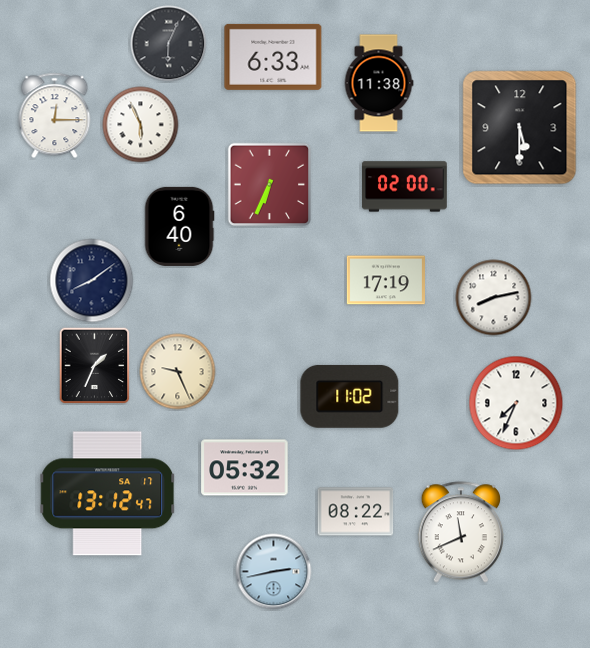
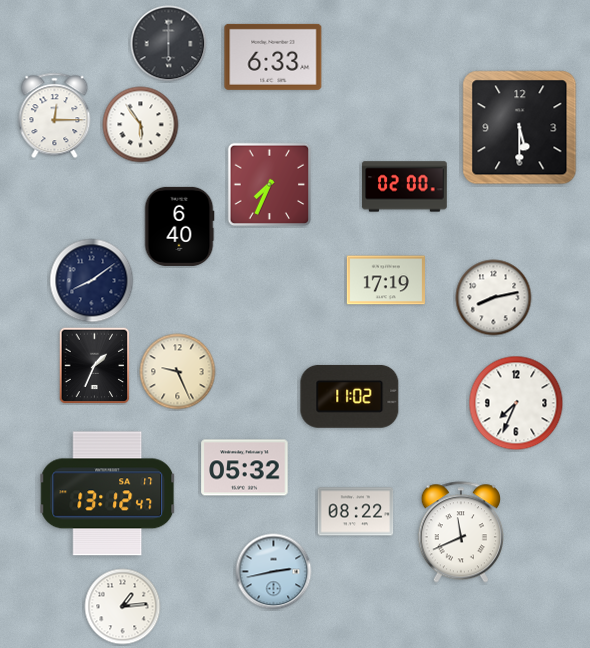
clock at (169, 44): 6:04 -> 6:00
clock at (379, 83): 11:38 -> none
clock at (141, 125): 5:56 -> 5:54
clock at (270, 185): 6:34 -> 7:34
clock at (123, 607): none -> 1:14
